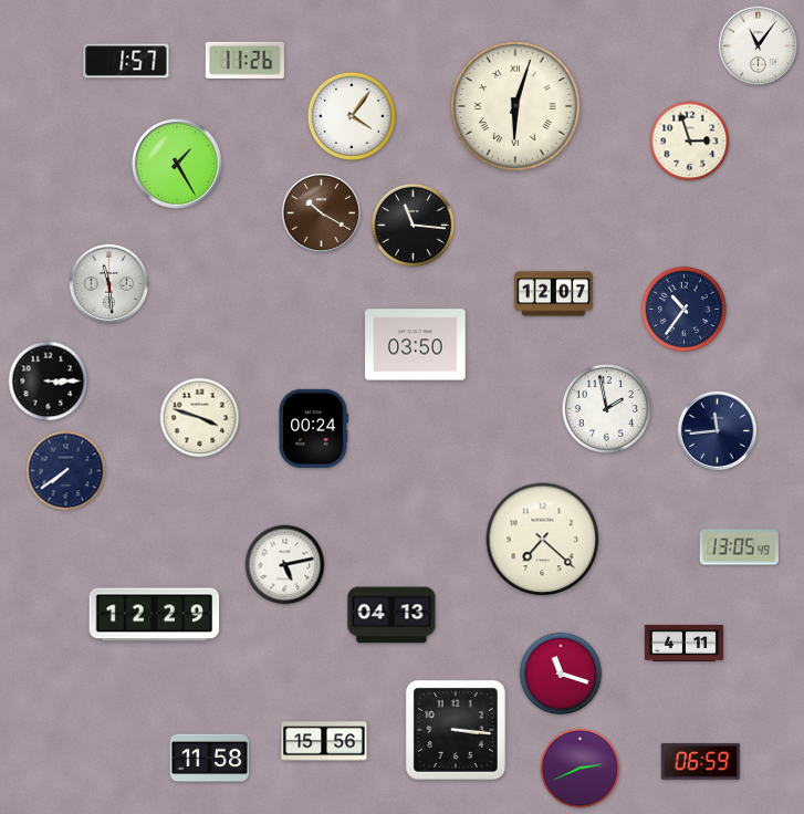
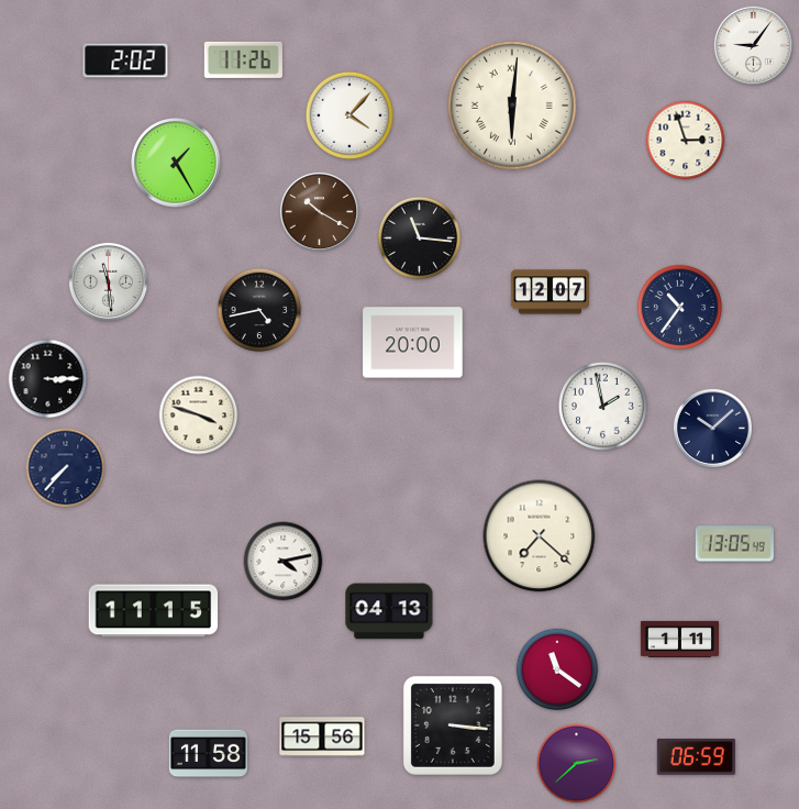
clock at (758, 45): 11:06 -> 9:06
clock at (126, 61): 1:57 -> 2:02
clock at (515, 106): 6:03 -> 6:01
clock at (352, 116): 4:06 -> 4:07
clock at (414, 226) position: (414, 226) -> (420, 239)
clock at (259, 310): none -> 4:43
clock at (416, 345): 03:50 -> 20:00
clock at (314, 428): 00:24 -> none
clock at (717, 430): 11:44 -> 10:08
clock at (66, 471): 7:39 -> 7:37
clock at (285, 565): 5:13 -> 4:13
clock at (155, 615): 12:29 -> 11:15
clock at (683, 643): 4:11 -> 1:11
clock at (561, 674): 11:18 -> 11:21
clock at (581, 769): 2:41 -> 2:38
